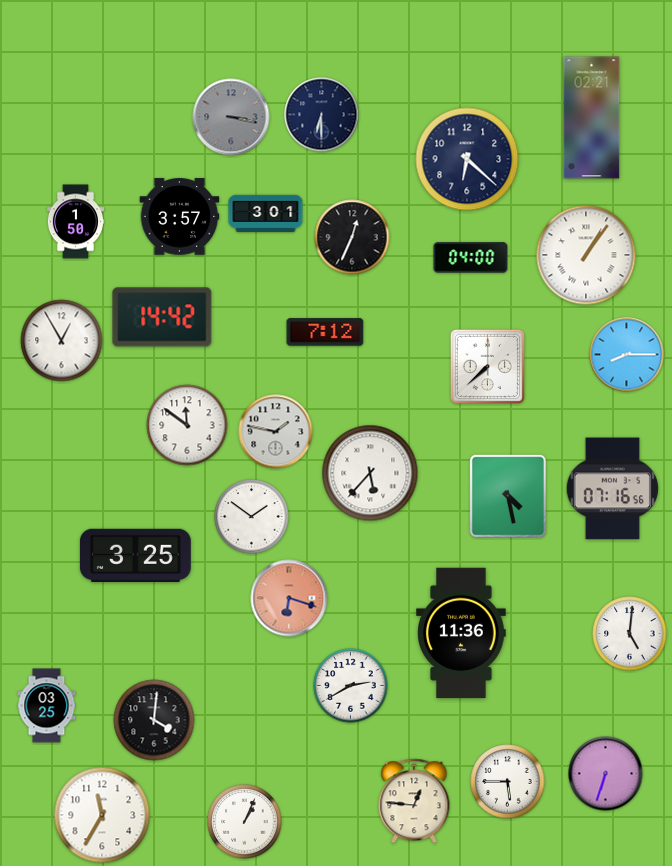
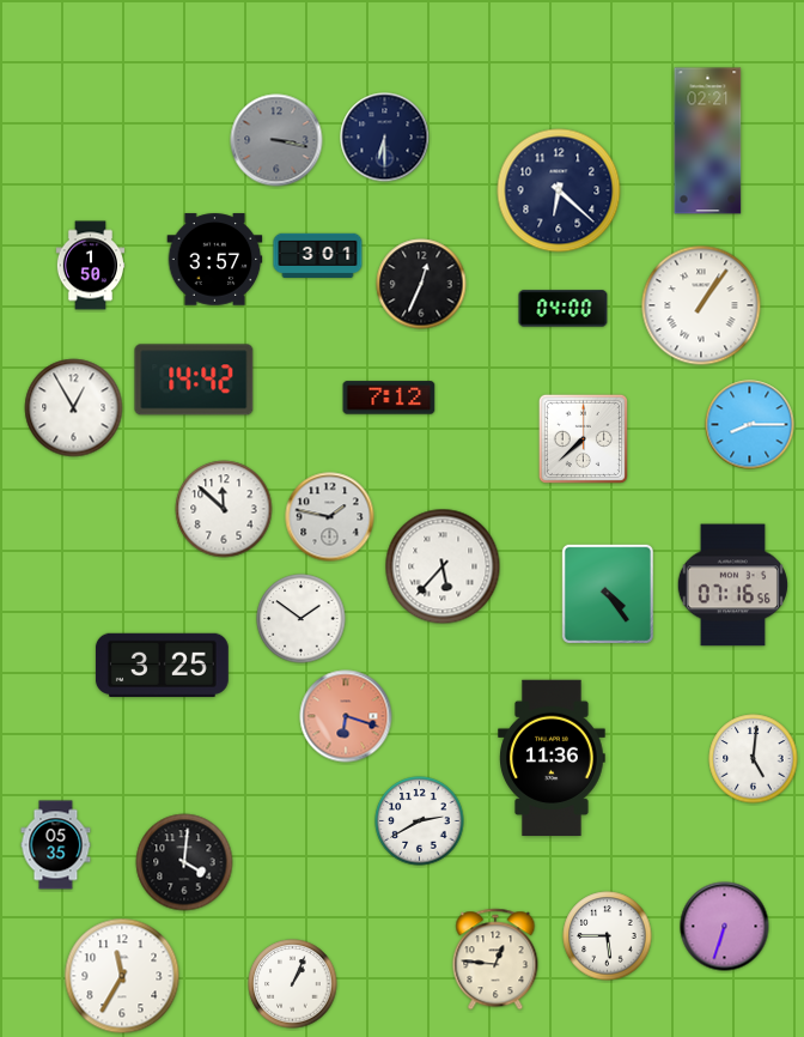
clock at (187, 425): 11:51 -> 11:52
clock at (508, 496): 4:28 -> 4:24
clock at (47, 706): 03:25 -> 05:35
